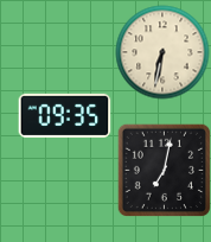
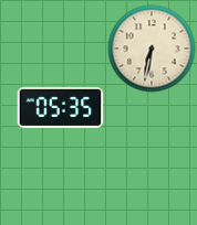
clock at (64, 115): 09:35 -> 05:35
clock at (164, 170): 7:02 -> none
